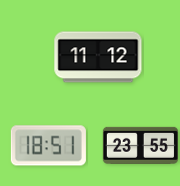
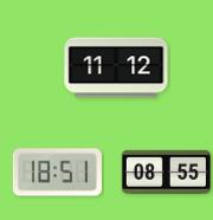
clock at (140, 145): 23:55 -> 08:55
